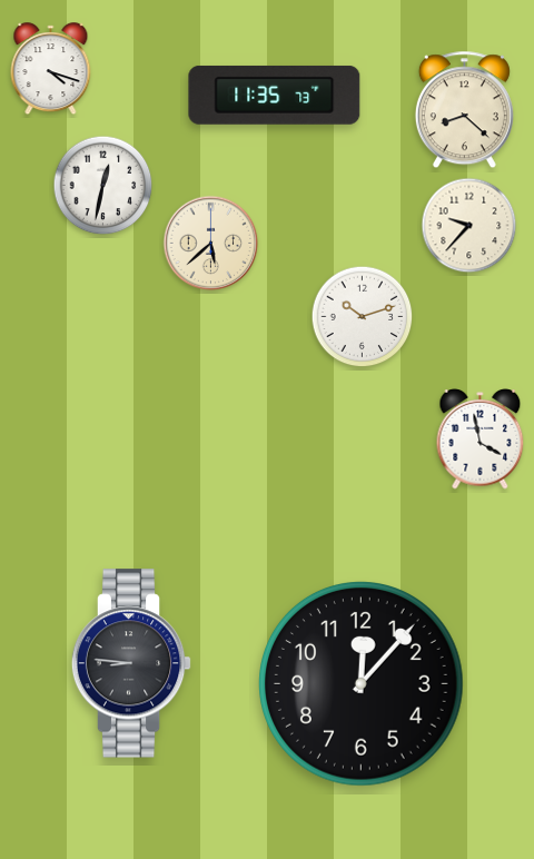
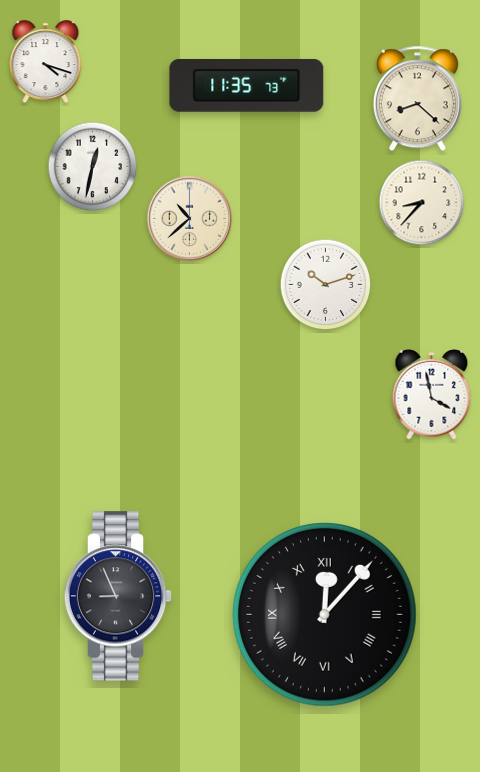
clock at (469, 226): 9:37 -> 8:37
clock at (211, 244): 5:38 -> 10:38
clock at (131, 663): 8:46 -> 8:56
clock at (362, 684) numerals: Arabic -> Roman
